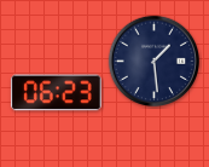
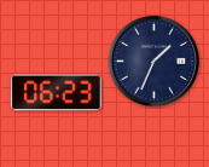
clock at (153, 61): 1:29 -> 1:34
